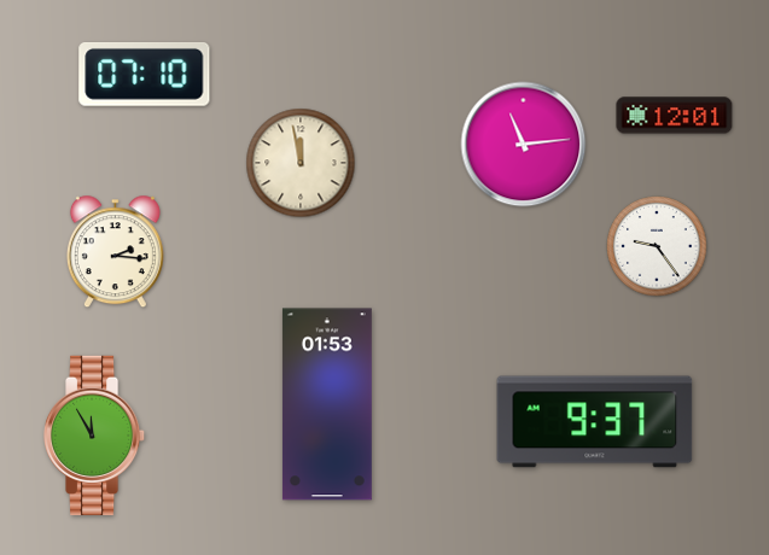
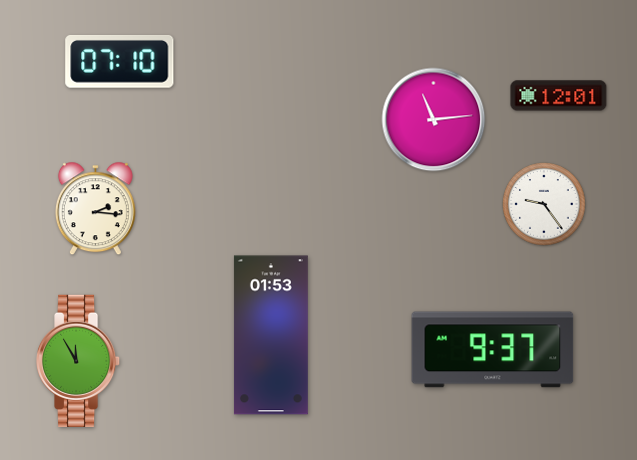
clock at (301, 163): 11:58 -> none
